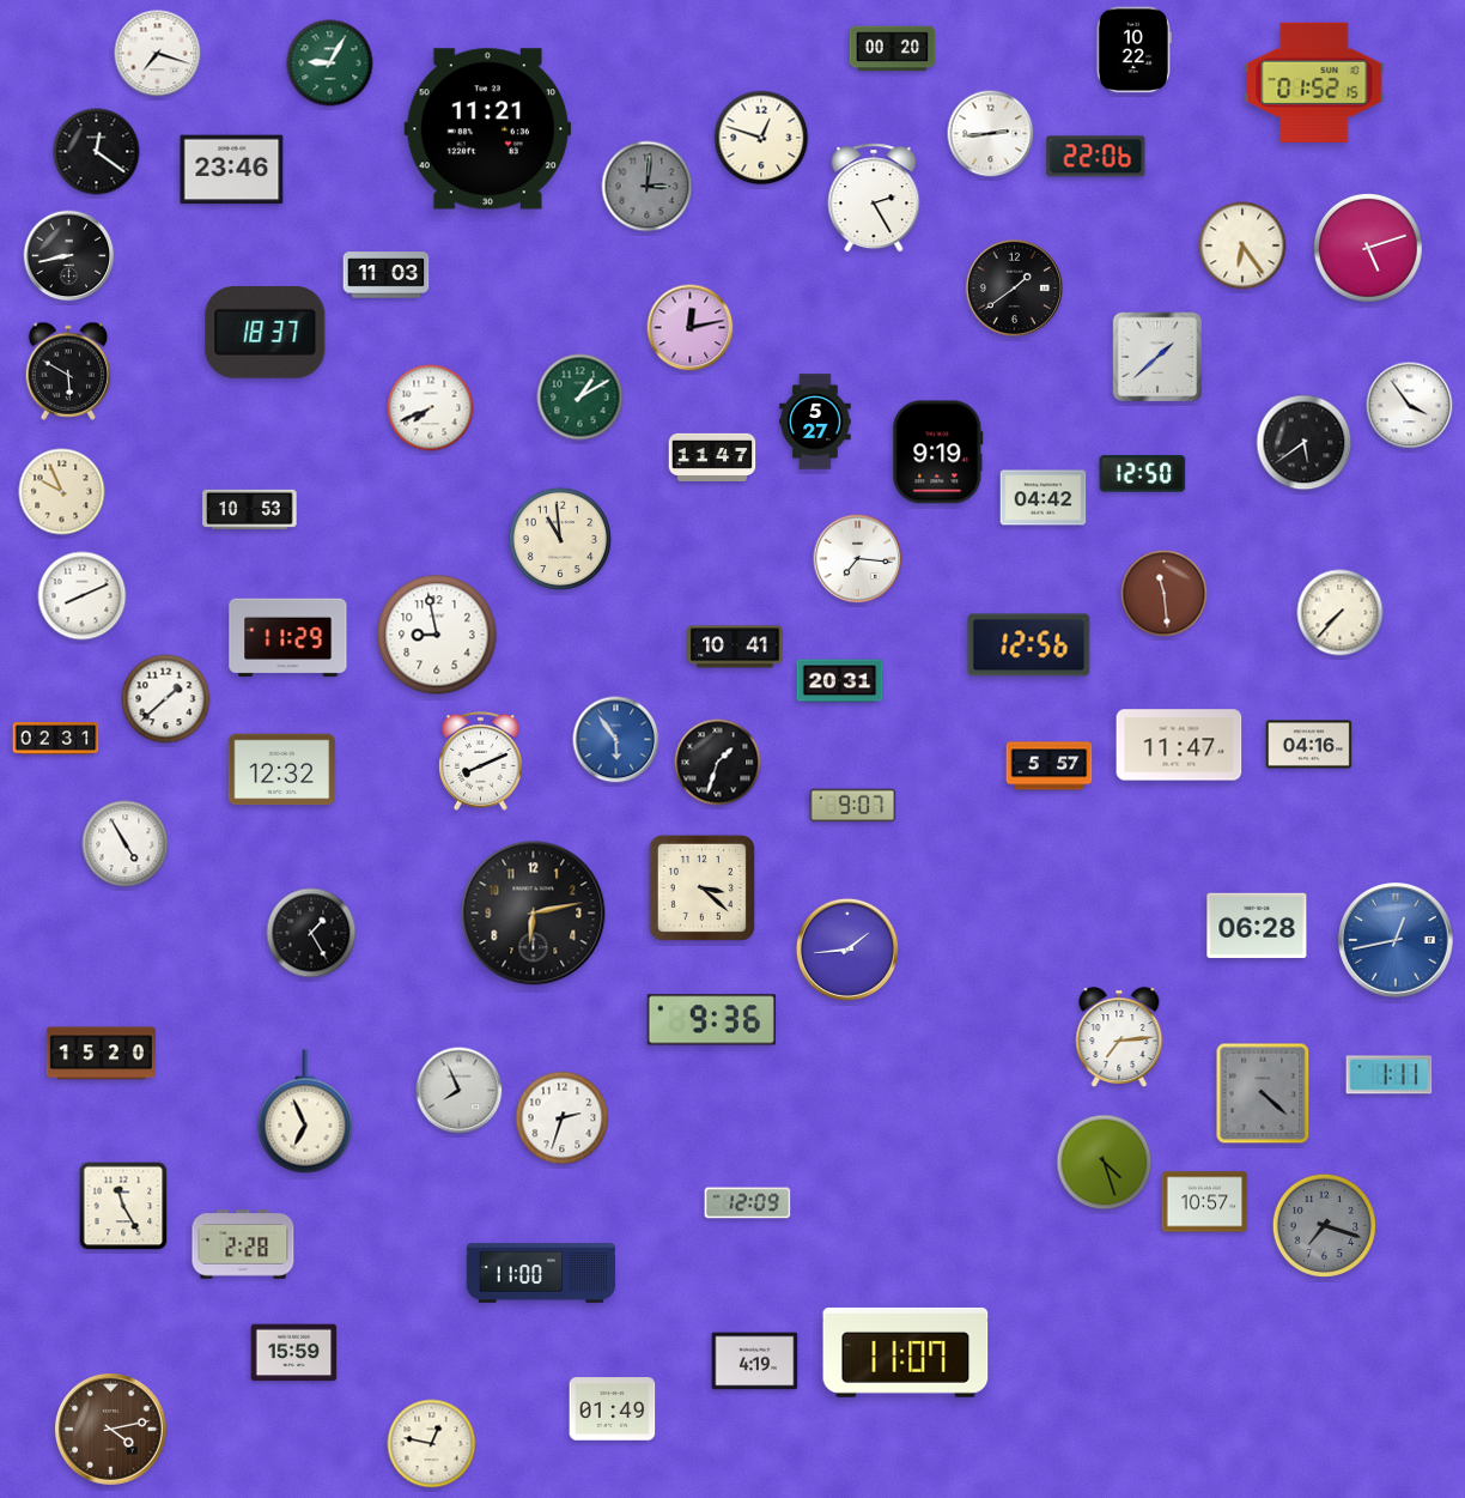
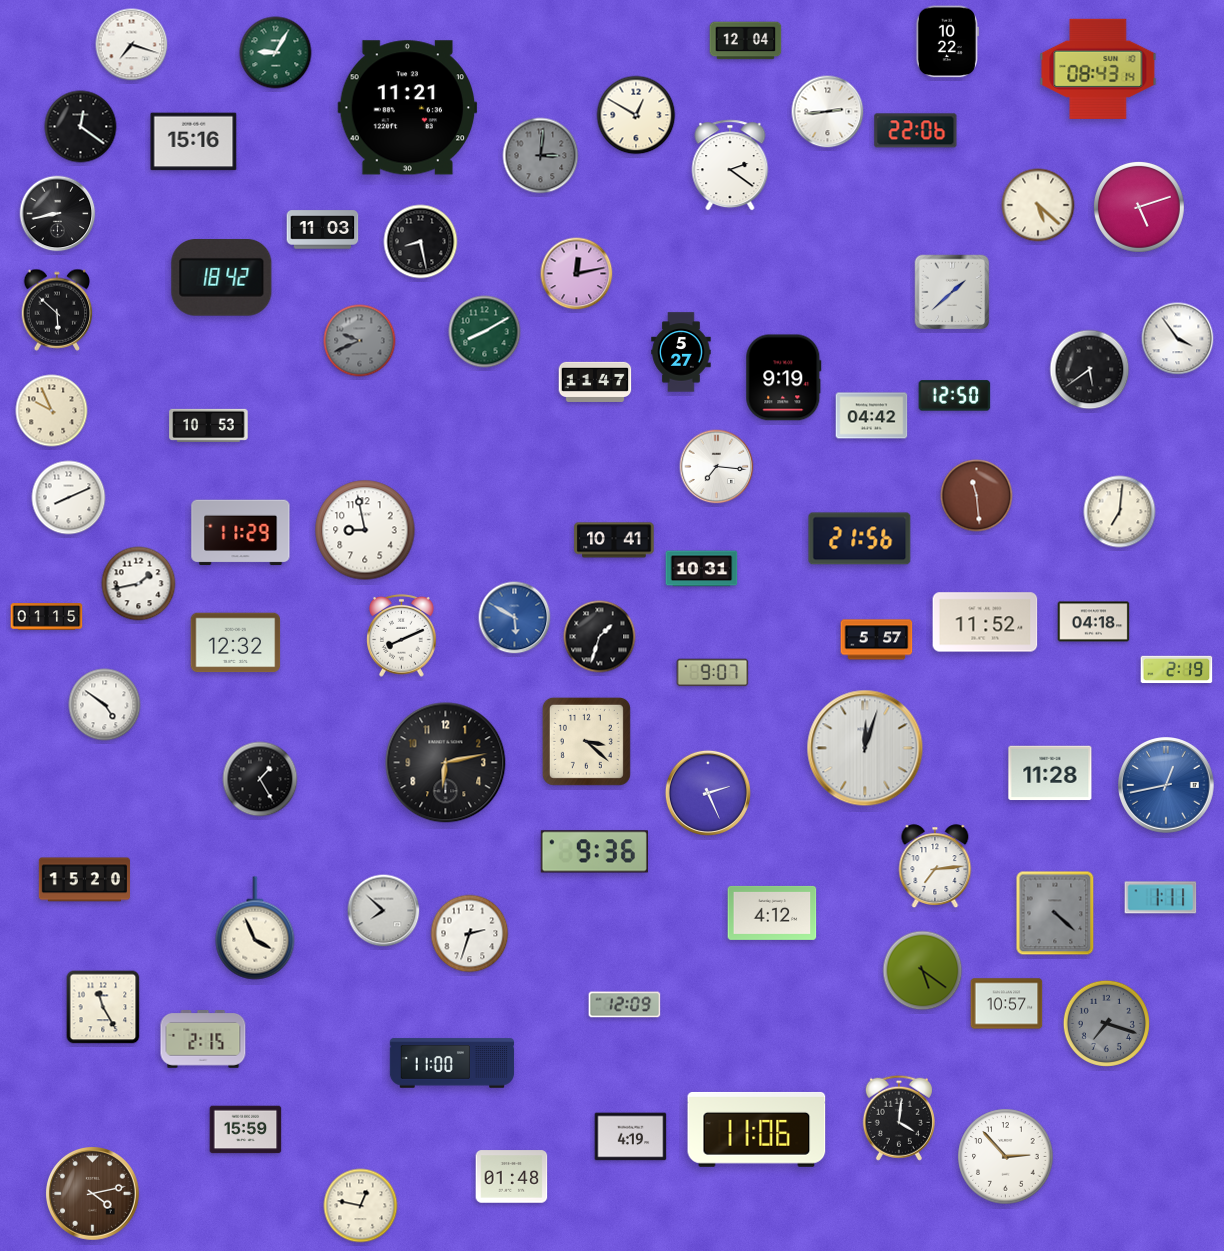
clock at (893, 49): 00:20 -> 12:04
clock at (1314, 83): 01:52 -> 08:43
clock at (761, 138): 12:48 -> 12:50
clock at (232, 170): 23:46 -> 15:16
clock at (874, 198): 2:25 -> 2:21
clock at (1242, 245): 6:24 -> 5:22
clock at (1368, 248) position: (1368, 248) -> (1139, 207)
clock at (1015, 289): 1:39 -> none
clock at (421, 242): none -> 8:28
clock at (266, 333): 18:37 -> 18:42
clock at (1157, 357) position: (1157, 357) -> (952, 292)
clock at (68, 371): 5:50 -> 5:52
clock at (580, 398): 1:10 -> 8:10
clock at (431, 408): 7:41 -> 9:41
clock at (431, 408) dial: white -> grey
clock at (559, 538): 10:59 -> none
clock at (1165, 594) position: (1165, 594) -> (977, 496)
clock at (1341, 613): 7:37 -> 7:01
clock at (1029, 645): 12:56 -> 21:56
clock at (840, 681): 20:31 -> 10:31
clock at (166, 699): 1:38 -> 1:43
clock at (56, 739): 02:31 -> 01:15
clock at (616, 740): 5:54 -> 5:50
clock at (1179, 745): 11:47 -> 11:52
clock at (1309, 745): 04:16 -> 04:18
clock at (1177, 670): none -> 2:19
clock at (126, 844): 4:55 -> 4:51
clock at (865, 748): none -> 12:03
clock at (1257, 926): 06:28 -> 11:28
clock at (847, 950): 1:44 -> 2:26
clock at (460, 1091): 7:56 -> 7:52
clock at (772, 913): none -> 4:12
clock at (305, 1111): 6:56 -> 3:56
clock at (1105, 1163): 4:27 -> 5:21
clock at (243, 1245): 2:28 -> 2:15
clock at (899, 1118): none -> 4:01
clock at (906, 1352): 11:07 -> 11:06
clock at (1006, 1157): none -> 2:53
clock at (613, 1409): 01:49 -> 01:48
